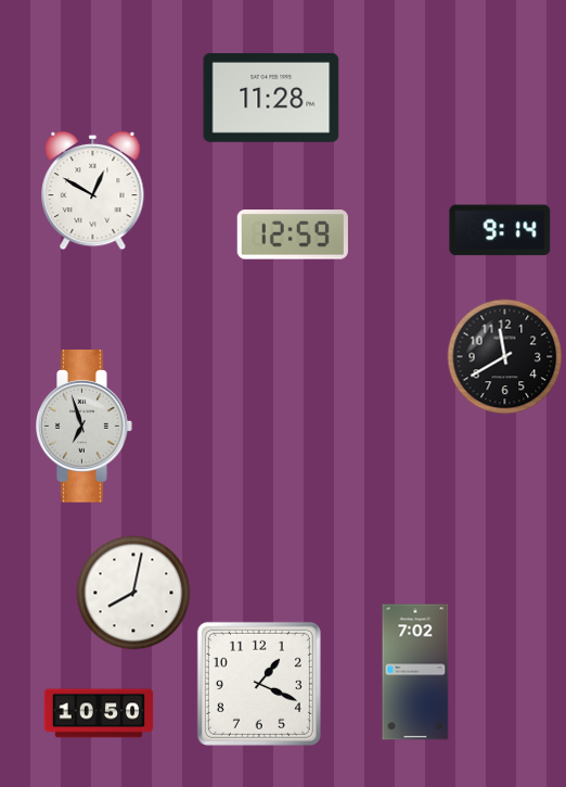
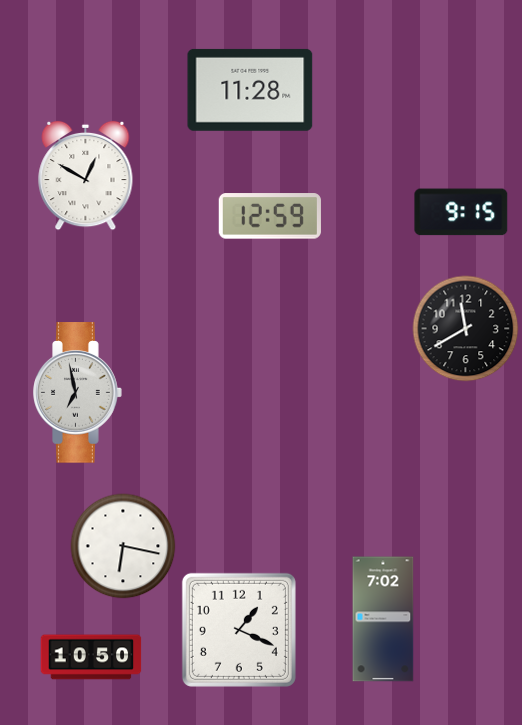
clock at (500, 230): 9:14 -> 9:15
clock at (85, 427): 6:57 -> 6:58
clock at (133, 593): 8:02 -> 6:17
